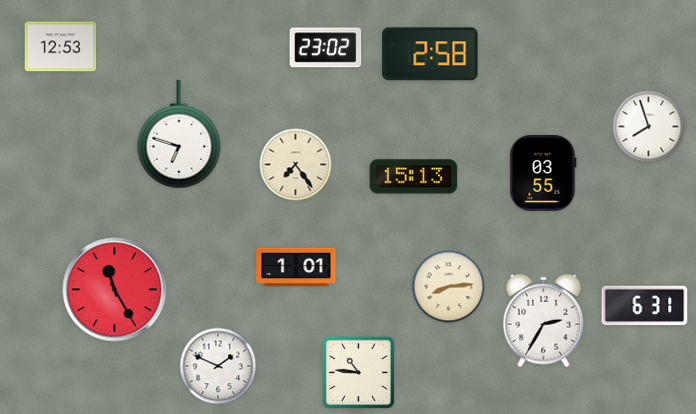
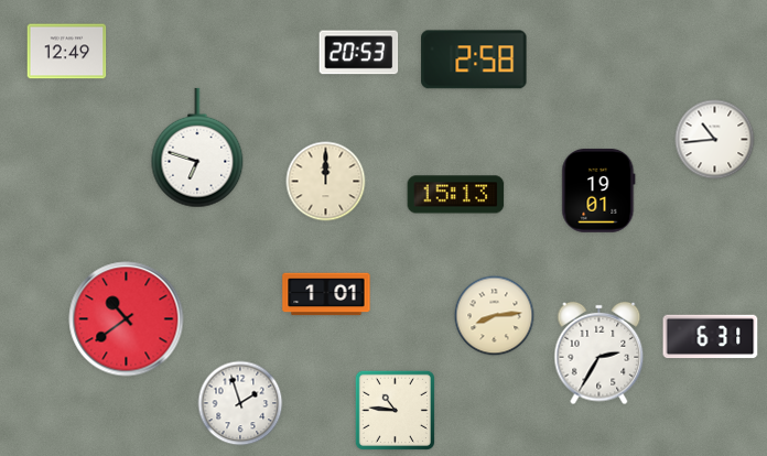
clock at (61, 47): 12:53 -> 12:49
clock at (326, 48): 23:02 -> 20:53
clock at (649, 127): 7:57 -> 10:44
clock at (296, 165): 7:24 -> 12:00
clock at (543, 173): 03:55 -> 19:01
clock at (115, 290): 11:25 -> 10:39
clock at (218, 366): 1:49 -> 1:57
